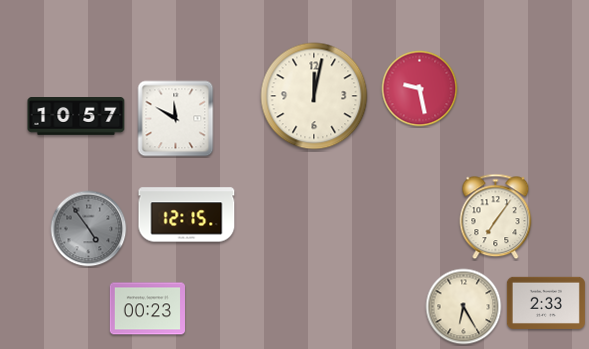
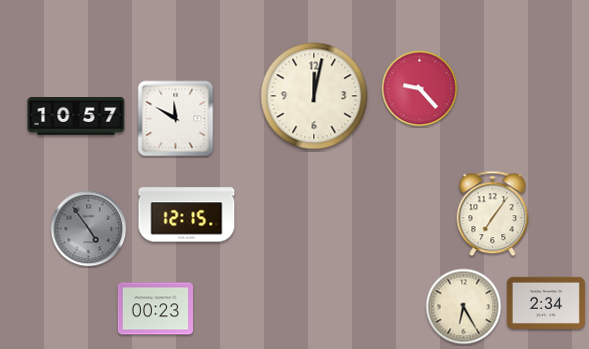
clock at (420, 89): 9:28 -> 9:23
clock at (496, 217) position: (496, 217) -> (493, 214)
clock at (546, 303): 2:33 -> 2:34
clock at (147, 309) position: (147, 309) -> (155, 309)
